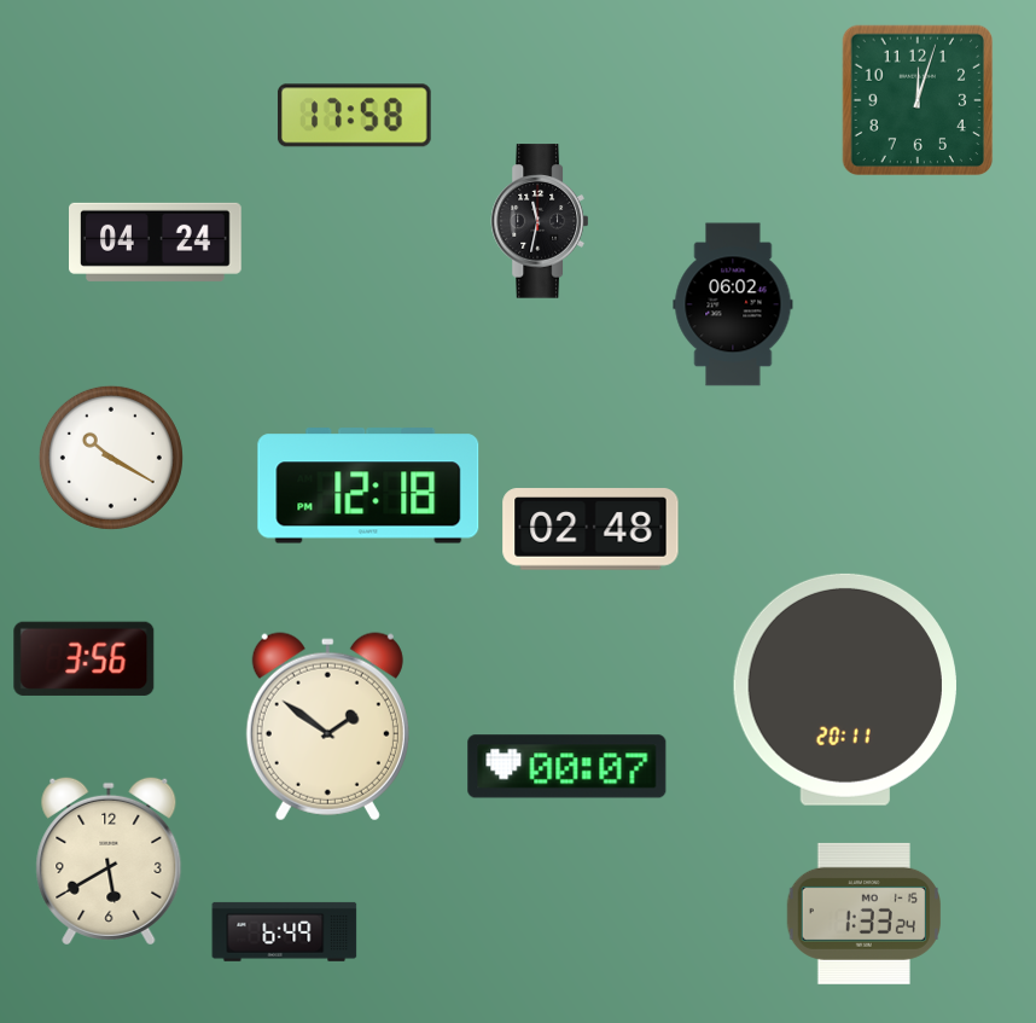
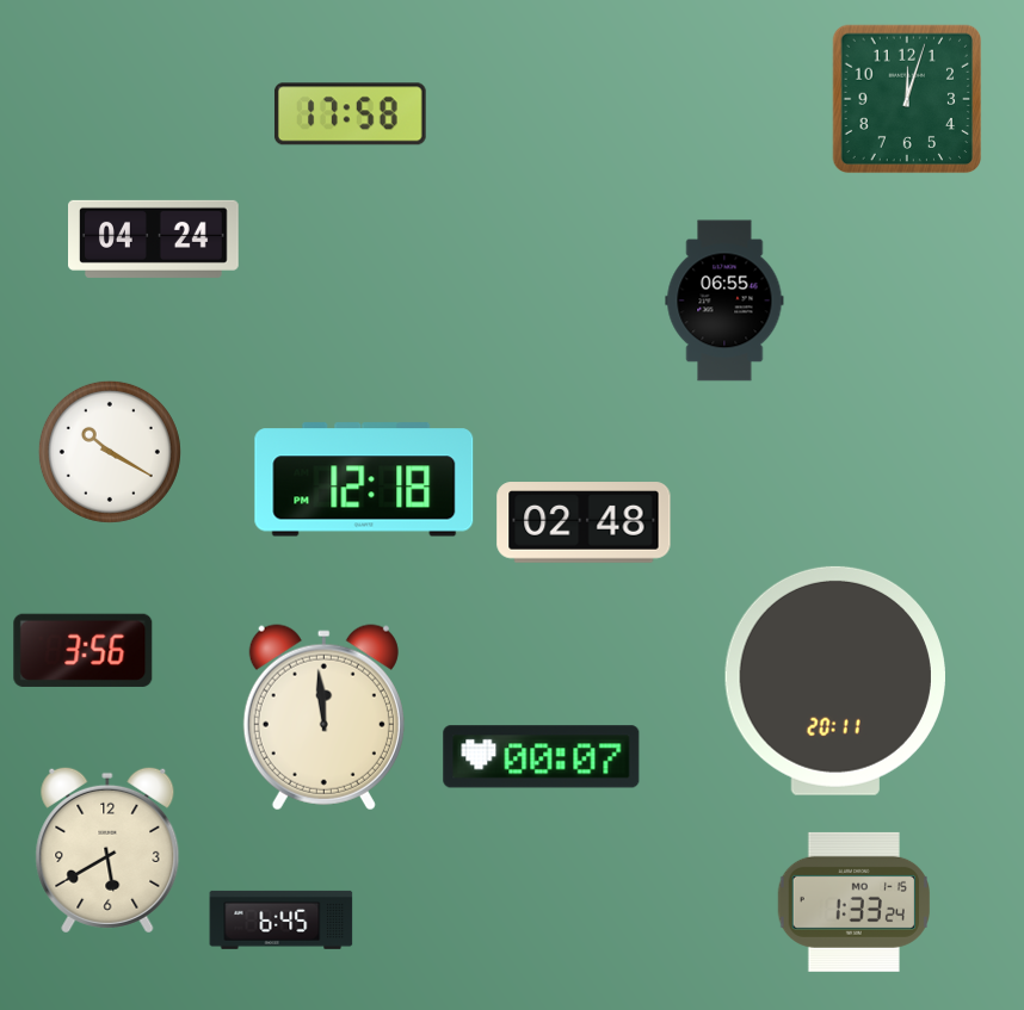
clock at (539, 221): 11:32 -> none
clock at (733, 304): 06:02 -> 06:55
clock at (327, 727): 1:51 -> 11:59
clock at (568, 767) position: (568, 767) -> (542, 757)
clock at (285, 931): 6:49 -> 6:45
